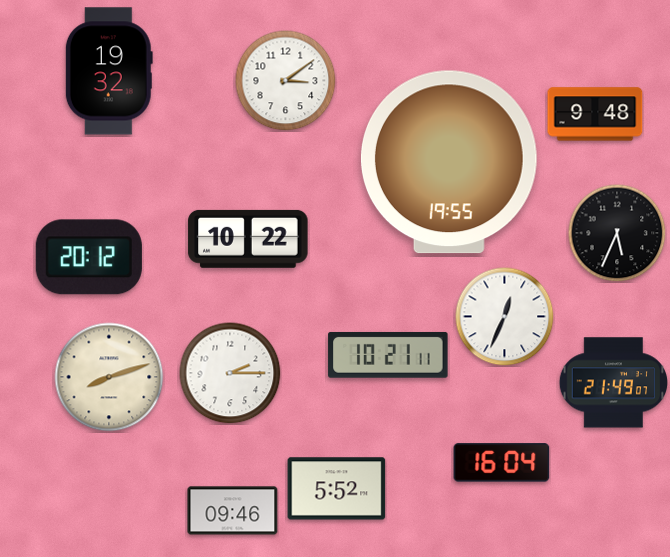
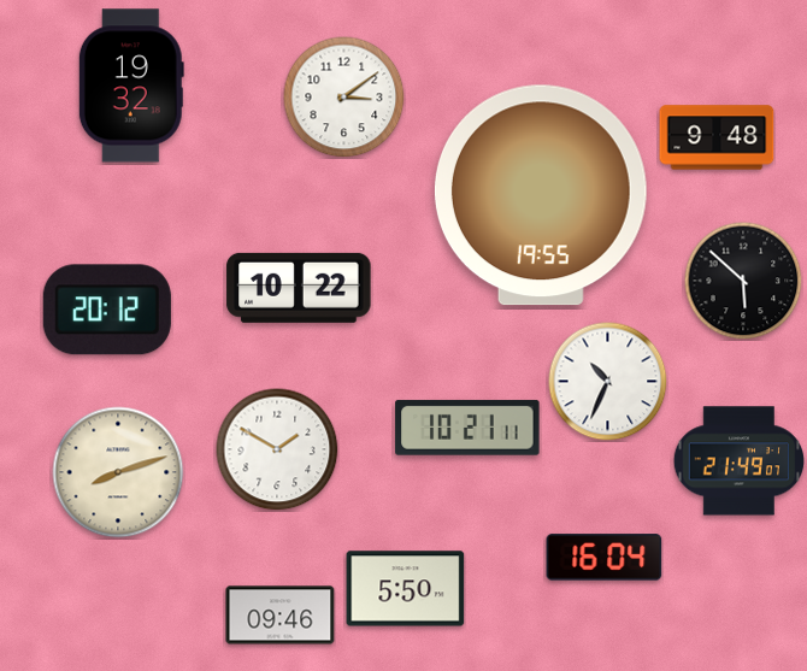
clock at (617, 233): 5:34 -> 5:52
clock at (505, 317): 12:34 -> 10:34
clock at (230, 373): 2:15 -> 1:50
clock at (109, 377) position: (109, 377) -> (118, 472)
clock at (337, 489): 5:52 -> 5:50
